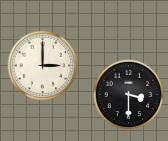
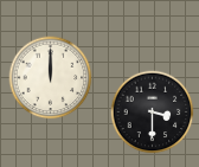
clock at (43, 66): 3:00 -> 12:00
